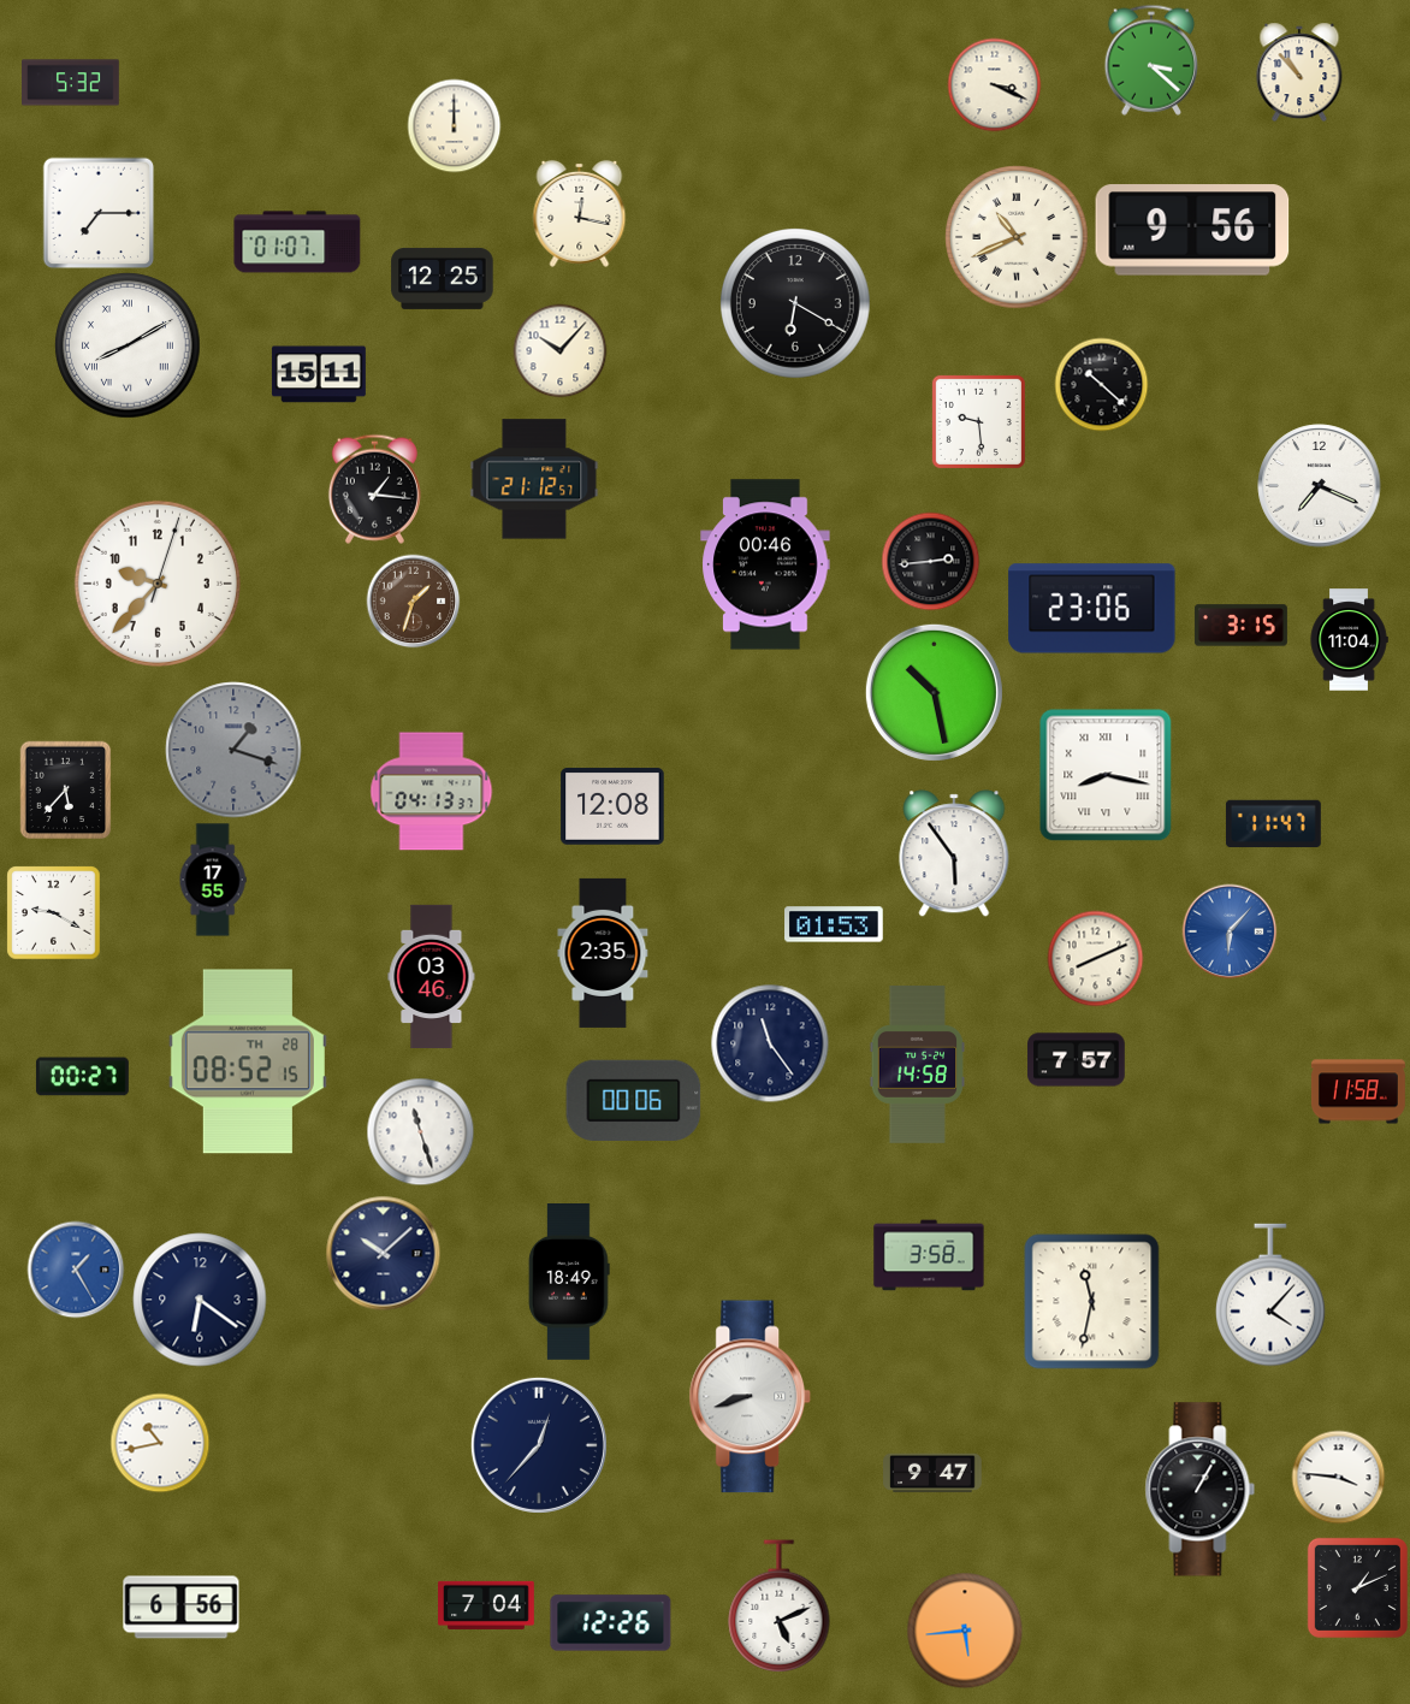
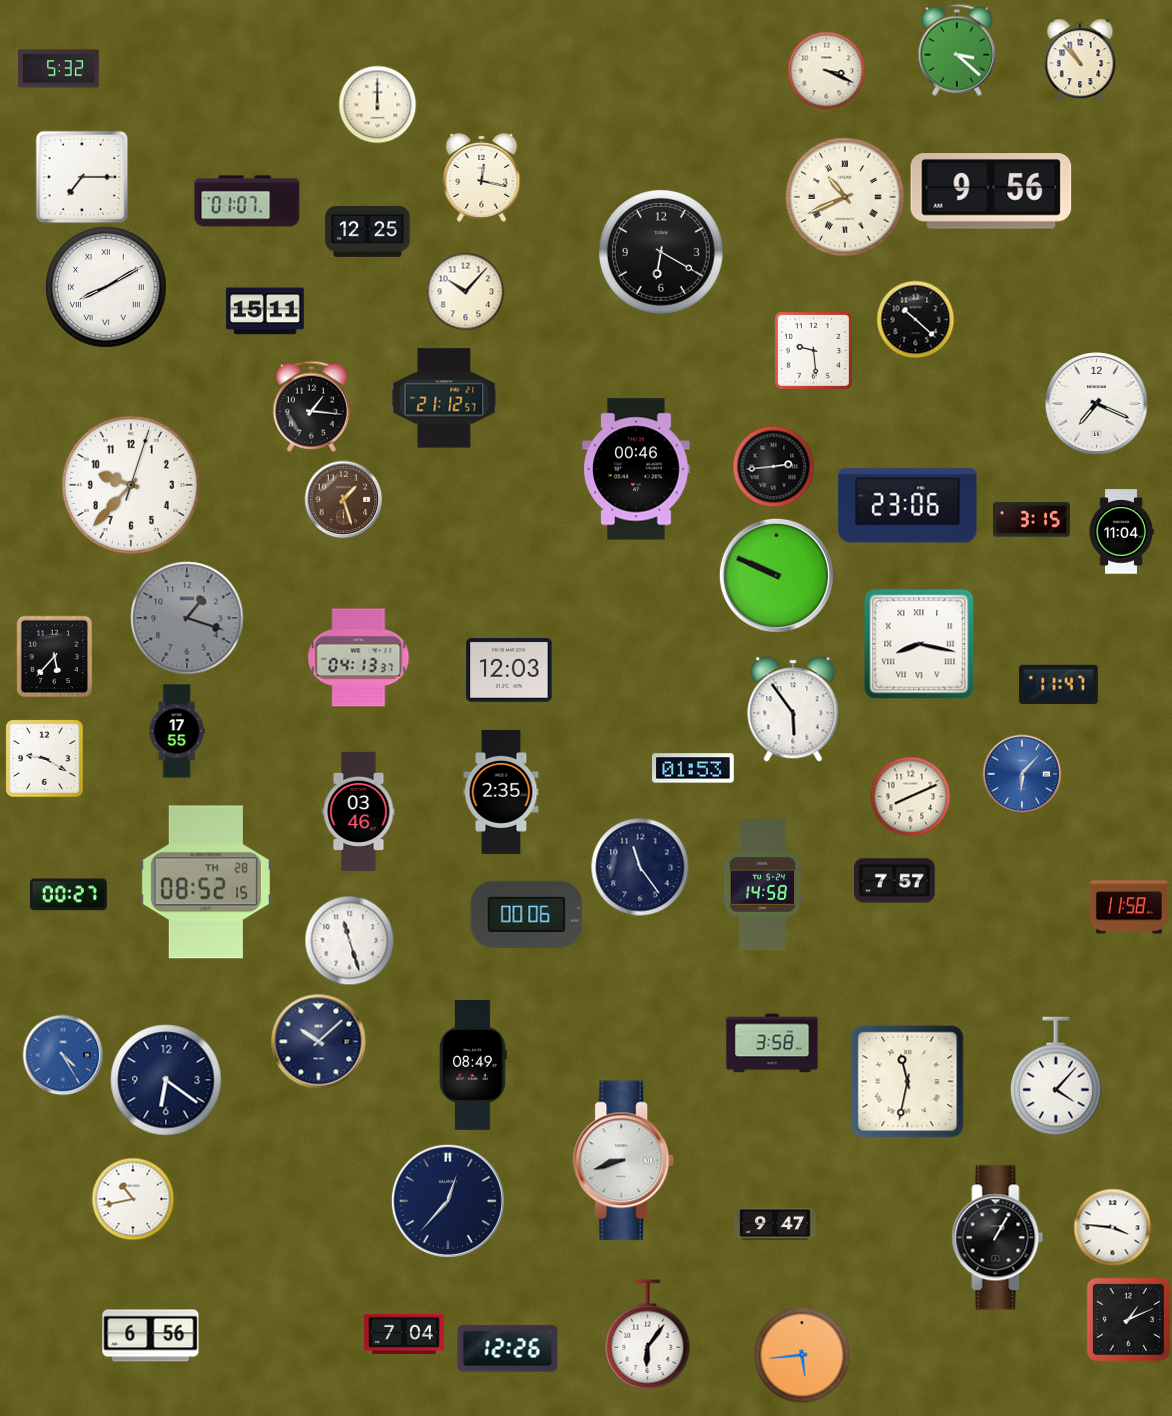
clock at (413, 600): 1:33 -> 1:27
clock at (934, 692): 10:28 -> 9:49
clock at (233, 750) position: (233, 750) -> (187, 618)
clock at (612, 806): 12:08 -> 12:03
clock at (76, 1270): 1:25 -> 4:25
clock at (569, 1283): 18:49 -> 08:49
clock at (780, 1605): 5:11 -> 6:06
